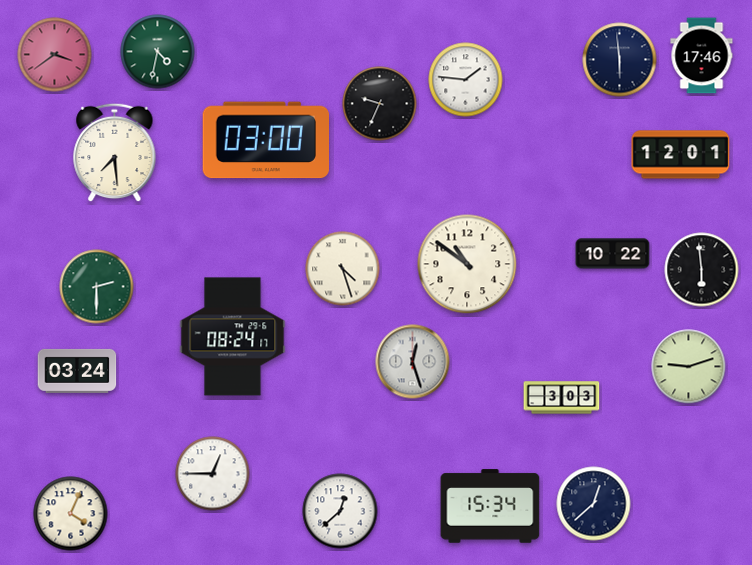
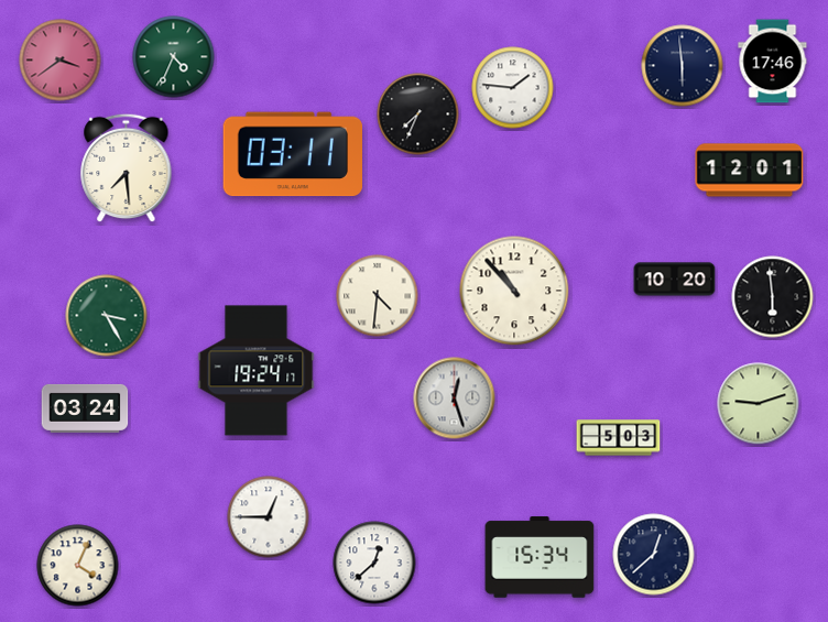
clock at (158, 52): 4:32 -> 4:34
clock at (380, 104): 9:34 -> 7:34
clock at (265, 140): 03:00 -> 03:11
clock at (613, 254): 10:22 -> 10:20
clock at (467, 264): 10:51 -> 10:53
clock at (343, 269): 4:27 -> 4:31
clock at (97, 287): 2:30 -> 3:25
clock at (233, 337): 08:24 -> 19:24
clock at (562, 398): 3:03 -> 5:03
clock at (213, 474) position: (213, 474) -> (269, 517)
